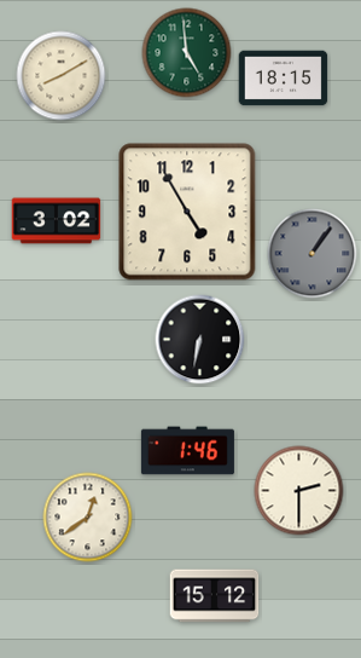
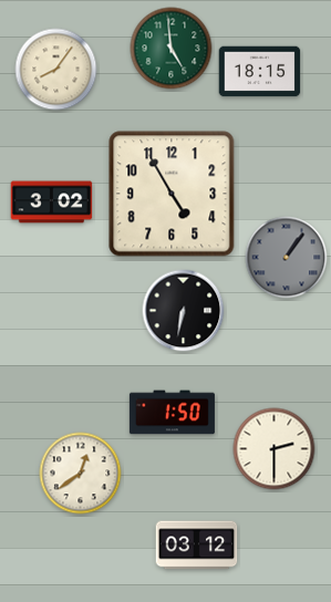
clock at (62, 76): 8:10 -> 8:06
clock at (313, 254) position: (313, 254) -> (287, 258)
clock at (187, 451): 1:46 -> 1:50
clock at (215, 596): 15:12 -> 03:12
